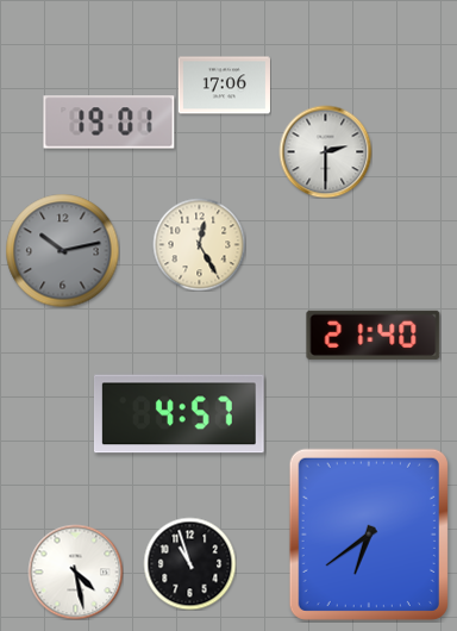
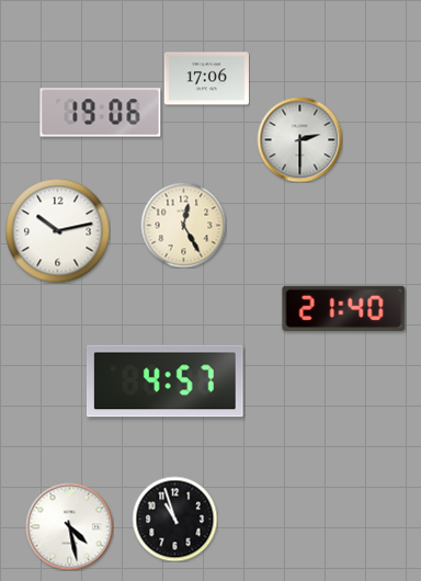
clock at (109, 123): 19:01 -> 19:06
clock at (62, 250) dial: grey -> white
clock at (369, 535): 6:39 -> none
